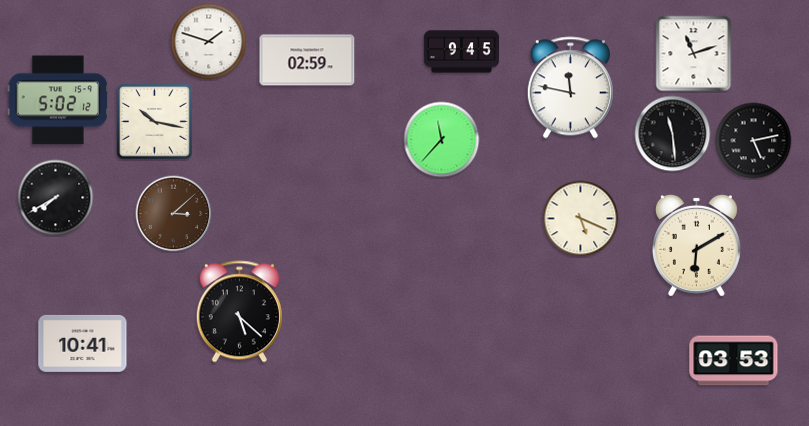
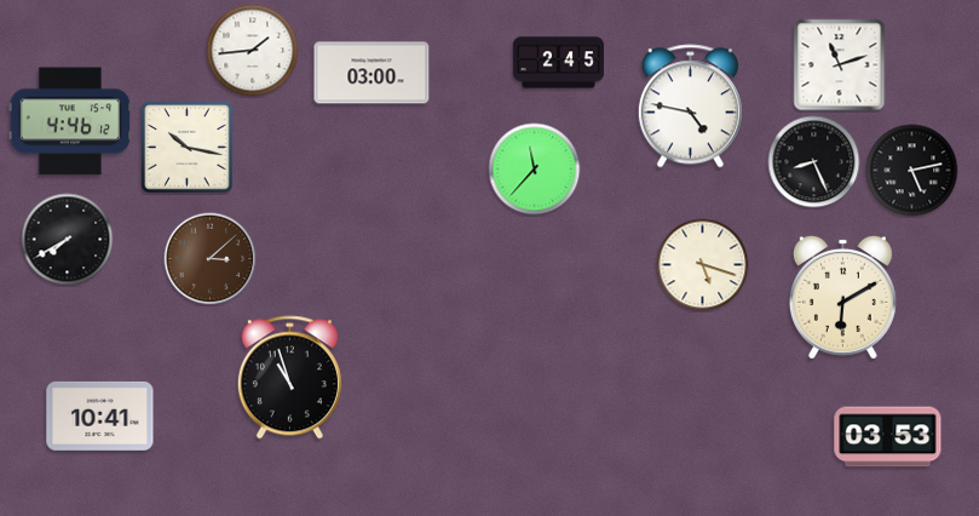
clock at (209, 42): 1:48 -> 1:44
clock at (461, 52): 9:45 -> 2:45
clock at (307, 60): 02:59 -> 03:00
clock at (570, 88): 11:47 -> 4:47
clock at (58, 100): 5:02 -> 4:46
clock at (673, 134): 11:29 -> 8:26
clock at (581, 219): 5:19 -> 5:18
clock at (239, 312): 5:22 -> 10:57
